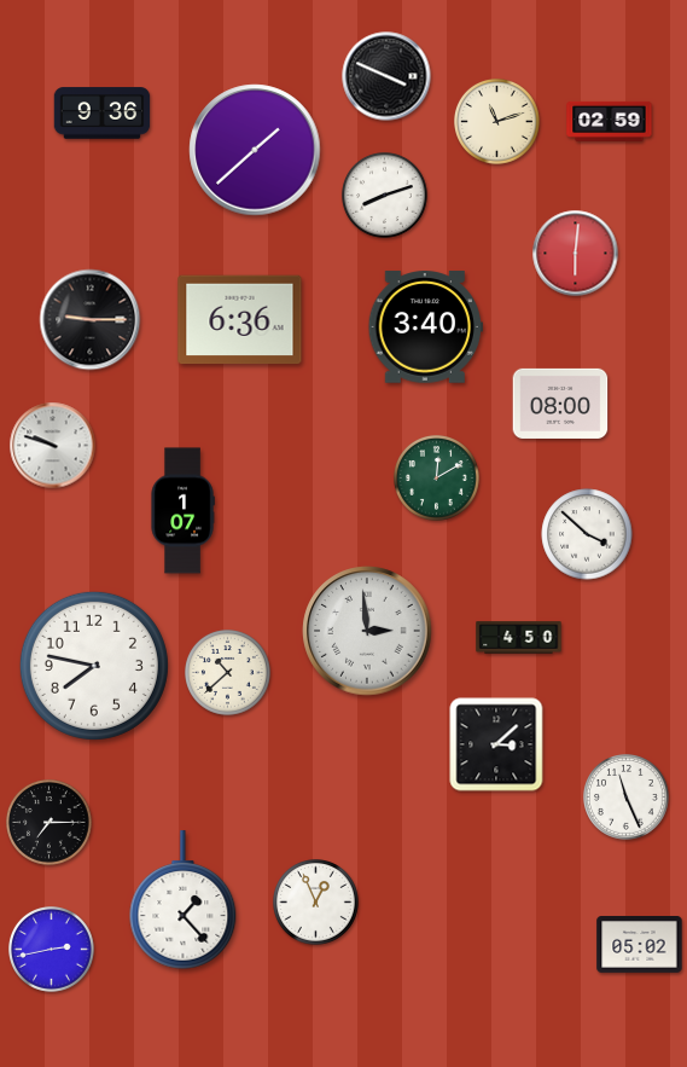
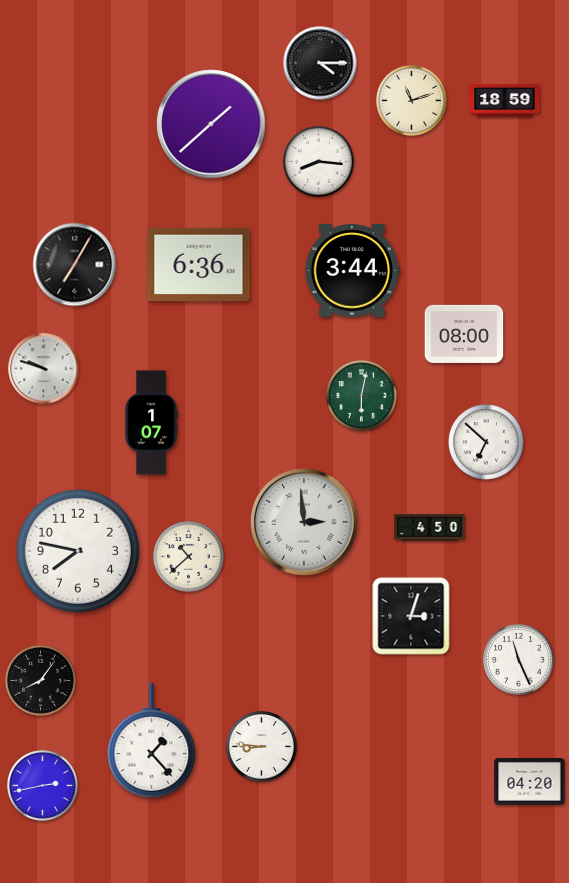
clock at (386, 76): 3:49 -> 4:15
clock at (103, 114): 9:36 -> none
clock at (610, 121): 02:59 -> 18:59
clock at (385, 196): 8:12 -> 8:16
clock at (576, 254): 6:01 -> none
clock at (91, 320): 9:15 -> 7:05
clock at (425, 327): 3:40 -> 3:44
clock at (437, 479): 12:10 -> 6:02
clock at (587, 534): 3:52 -> 6:52
clock at (496, 744): 3:08 -> 3:03
clock at (50, 823): 7:15 -> 8:06
clock at (184, 900) position: (184, 900) -> (152, 741)
clock at (316, 903): 12:56 -> 8:46
clock at (640, 945): 05:02 -> 04:20
